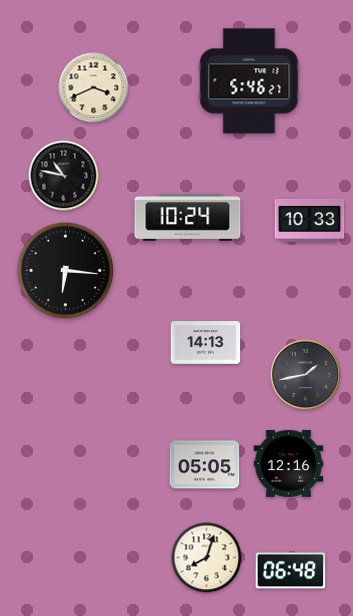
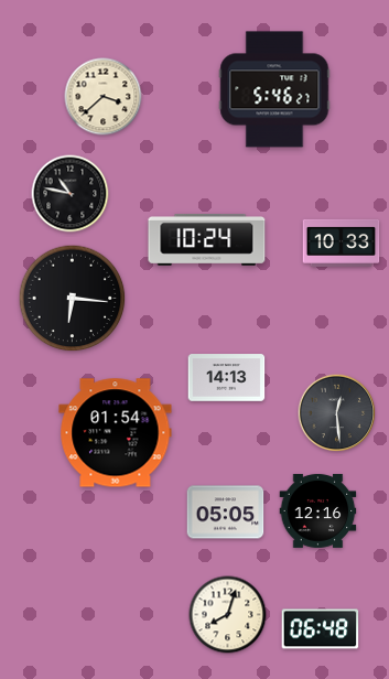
clock at (94, 88): 3:41 -> 3:38
clock at (306, 375): 1:43 -> 12:29
clock at (116, 433): none -> 01:54
